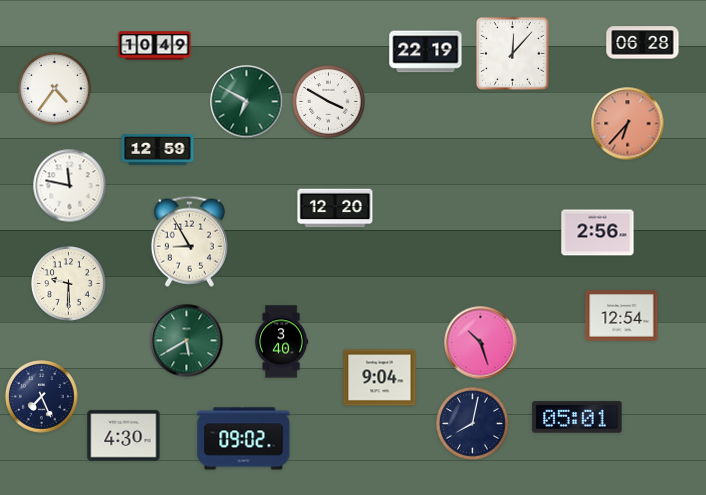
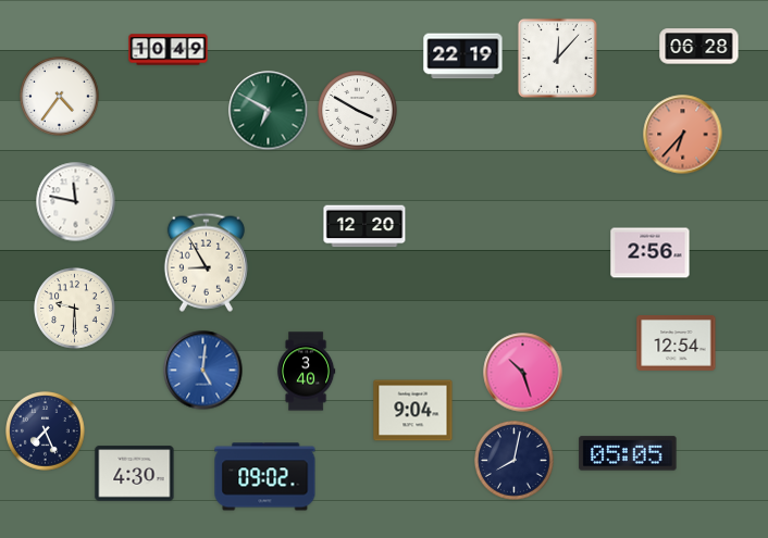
clock at (158, 150): 12:59 -> none
clock at (187, 341): 5:40 -> 5:01
clock at (187, 341) dial: green -> blue
clock at (577, 417): 05:01 -> 05:05
